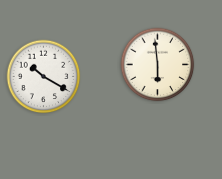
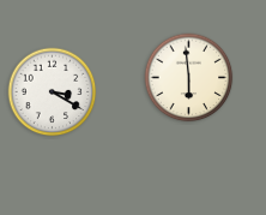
clock at (44, 77): 10:20 -> 3:20
